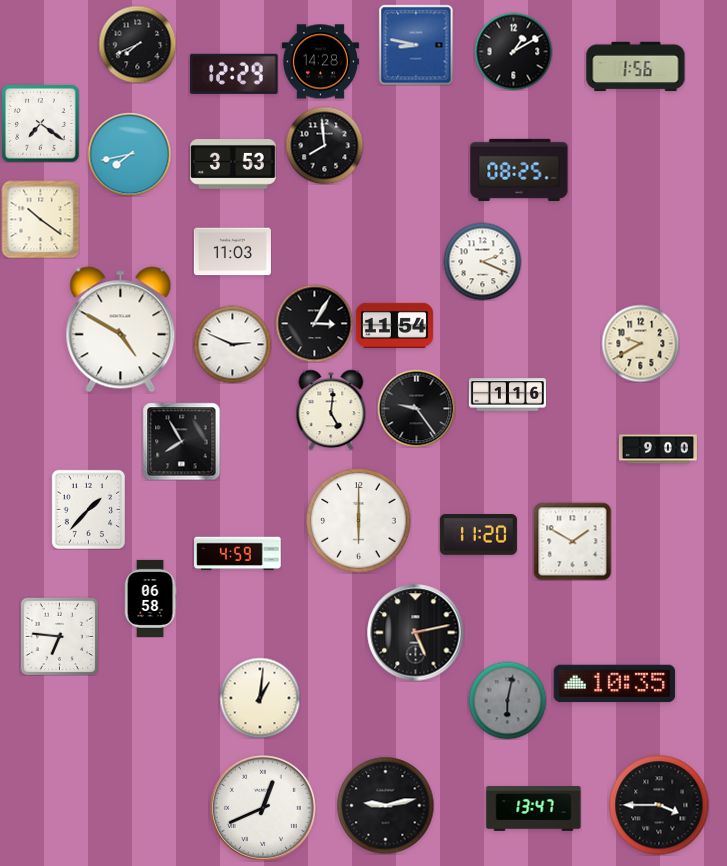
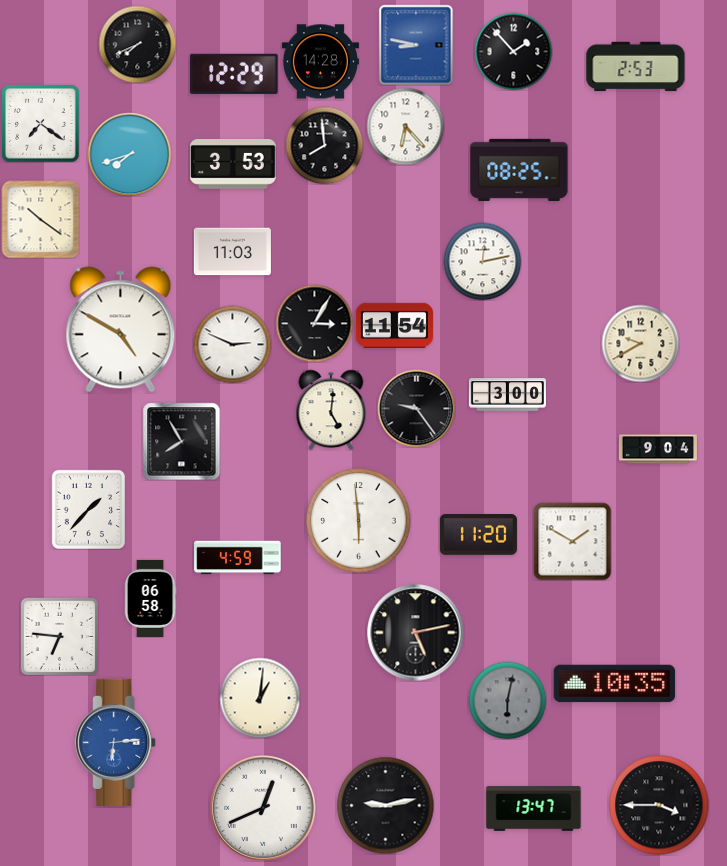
clock at (513, 51): 1:10 -> 1:53
clock at (636, 67): 1:56 -> 2:53
clock at (405, 126): none -> 6:23
clock at (129, 154): 7:43 -> 7:42
clock at (482, 261): 2:19 -> 12:13
clock at (507, 395): 1:16 -> 3:00
clock at (658, 449): 9:00 -> 9:04
clock at (359, 521): 6:00 -> 5:59
clock at (238, 554) position: (238, 554) -> (238, 558)
clock at (116, 742): none -> 6:14
